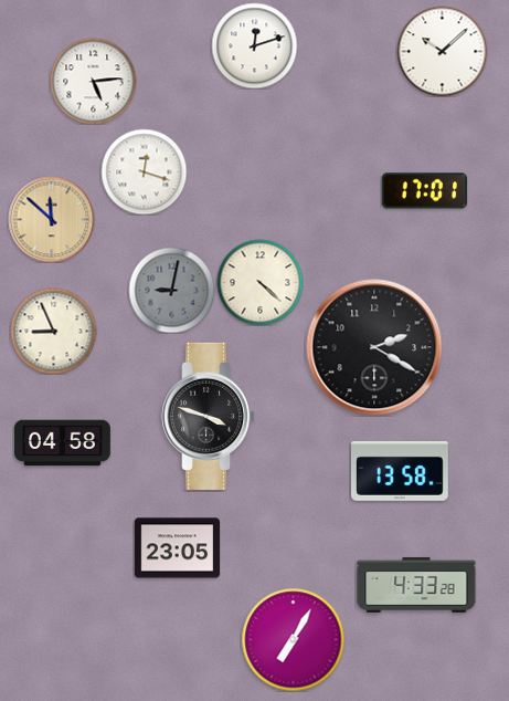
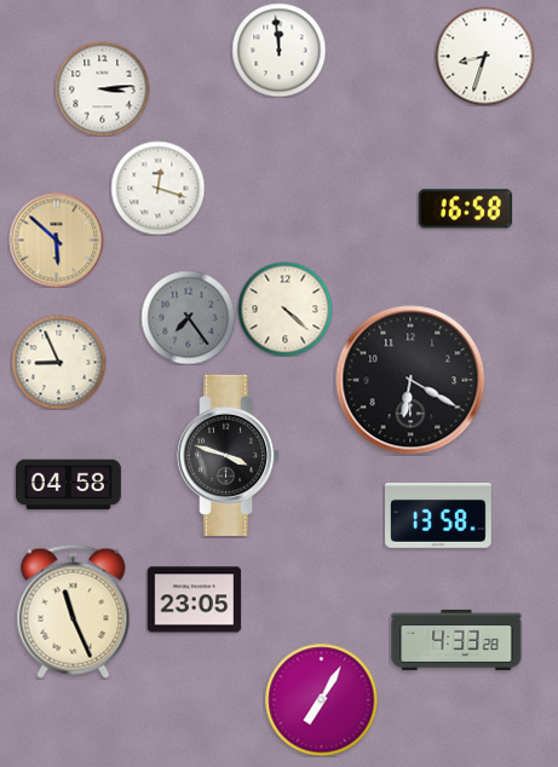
clock at (254, 45): 12:12 -> 11:59
clock at (442, 51): 10:08 -> 8:33
clock at (93, 81): 5:14 -> 3:14
clock at (424, 191): 17:01 -> 16:58
clock at (51, 219): 11:52 -> 5:52
clock at (171, 290): 9:02 -> 7:24
clock at (374, 347): 2:20 -> 6:20
clock at (74, 611): none -> 11:26
